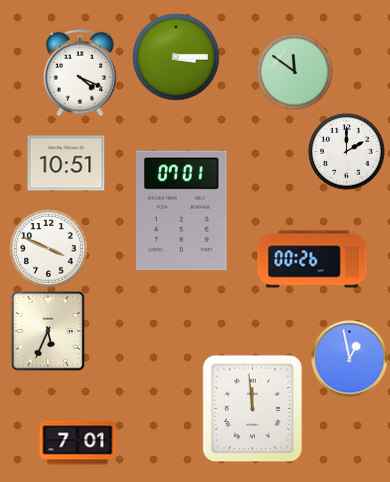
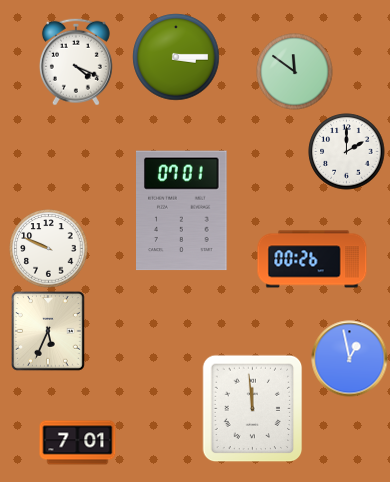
clock at (80, 73) position: (80, 73) -> (76, 62)
clock at (66, 163): 10:51 -> none
clock at (49, 249): 3:49 -> 9:49
